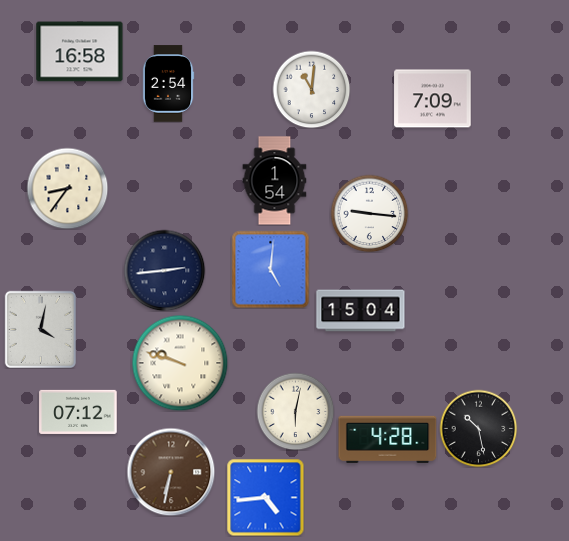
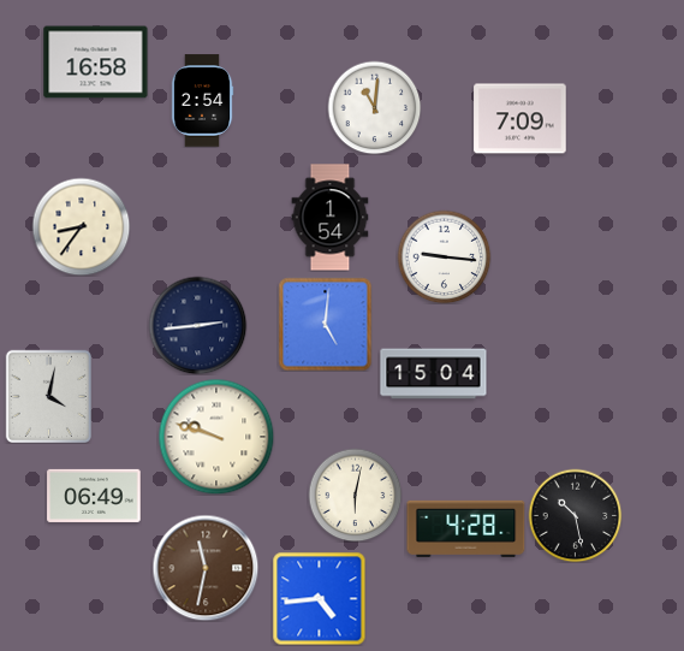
clock at (78, 412): 07:12 -> 06:49
clock at (171, 472): 6:32 -> 11:32
